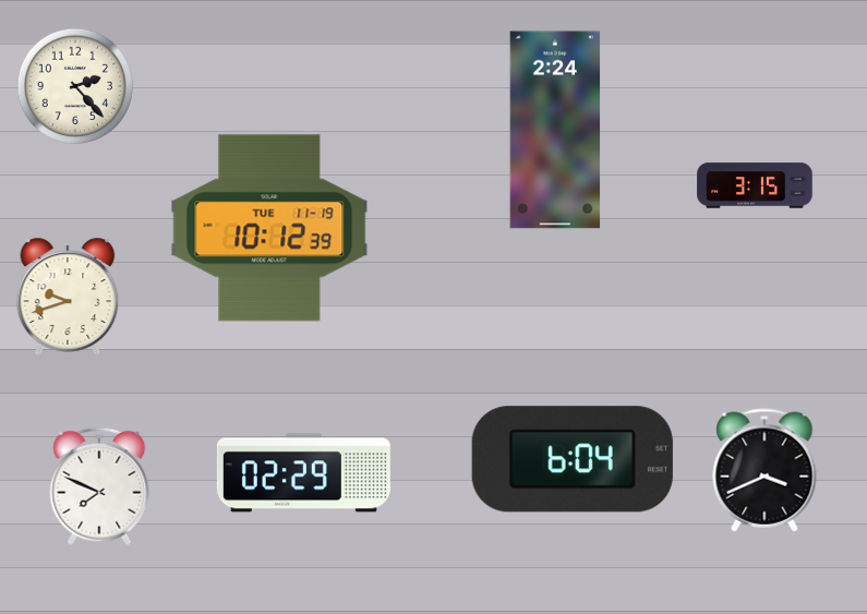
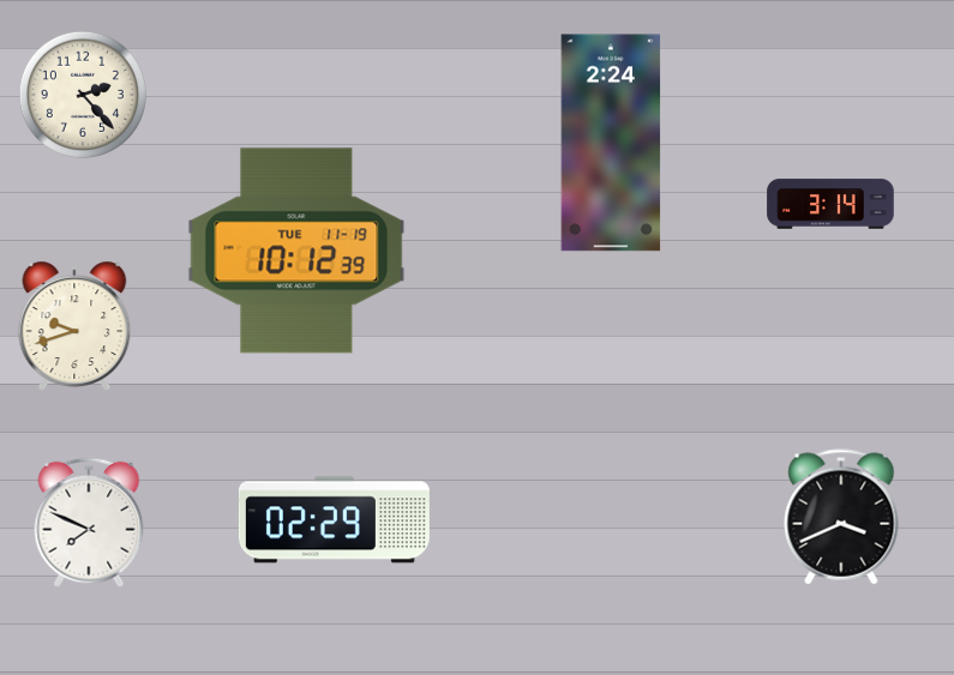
clock at (755, 185): 3:15 -> 3:14
clock at (573, 459): 6:04 -> none
clock at (99, 486) position: (99, 486) -> (89, 523)
